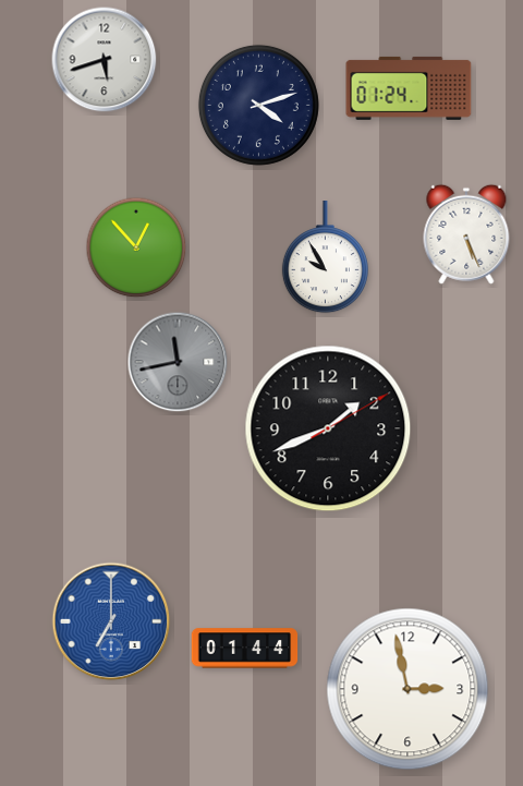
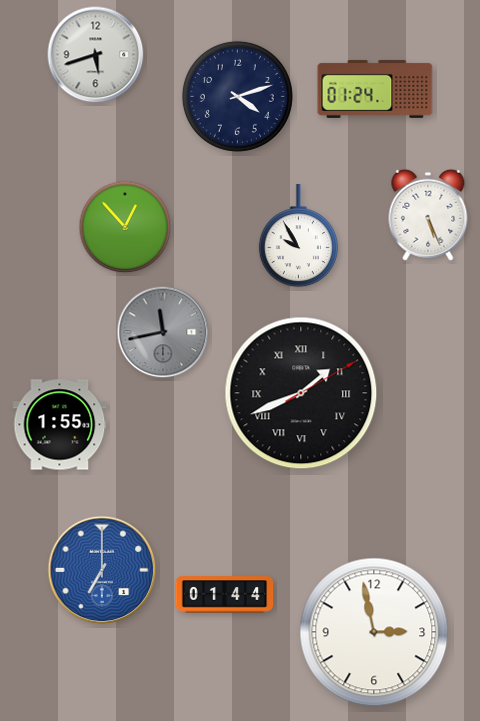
clock at (409, 88) position: (409, 88) -> (375, 89)
clock at (328, 428) numerals: Arabic -> Roman
clock at (60, 425): none -> 1:55
